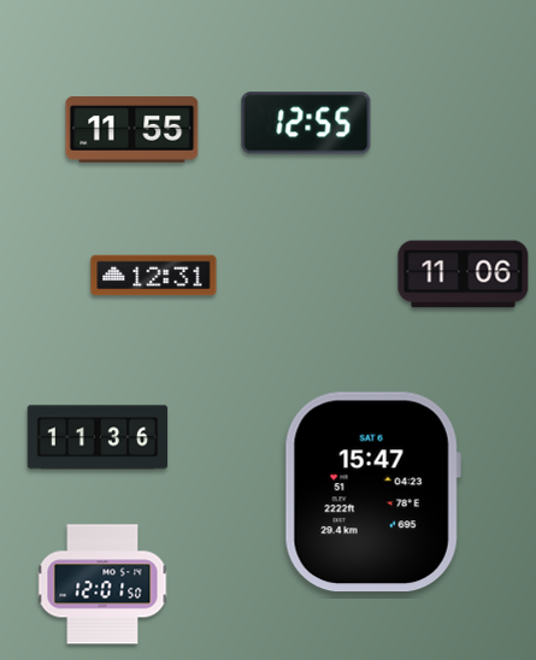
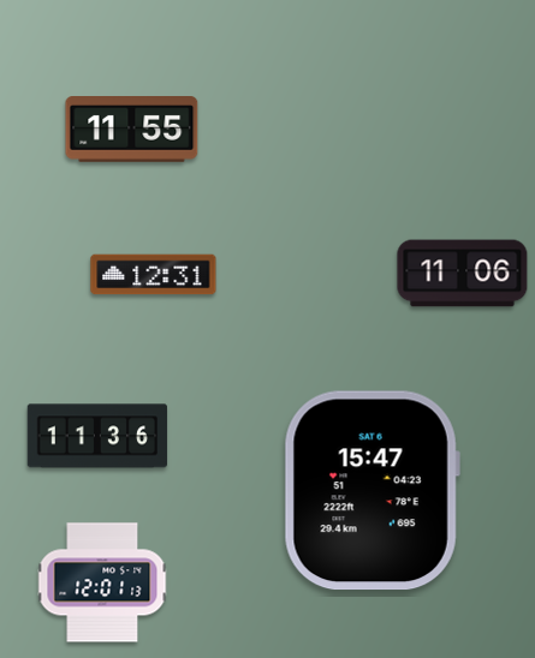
clock at (306, 123): 12:55 -> none
clock at (102, 584): 12:01:50 -> 12:01:13
